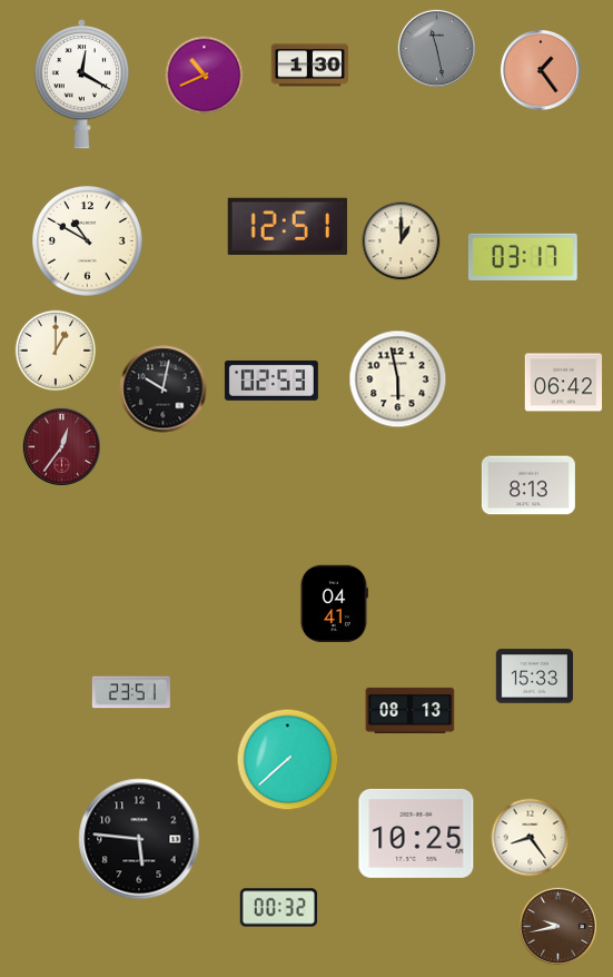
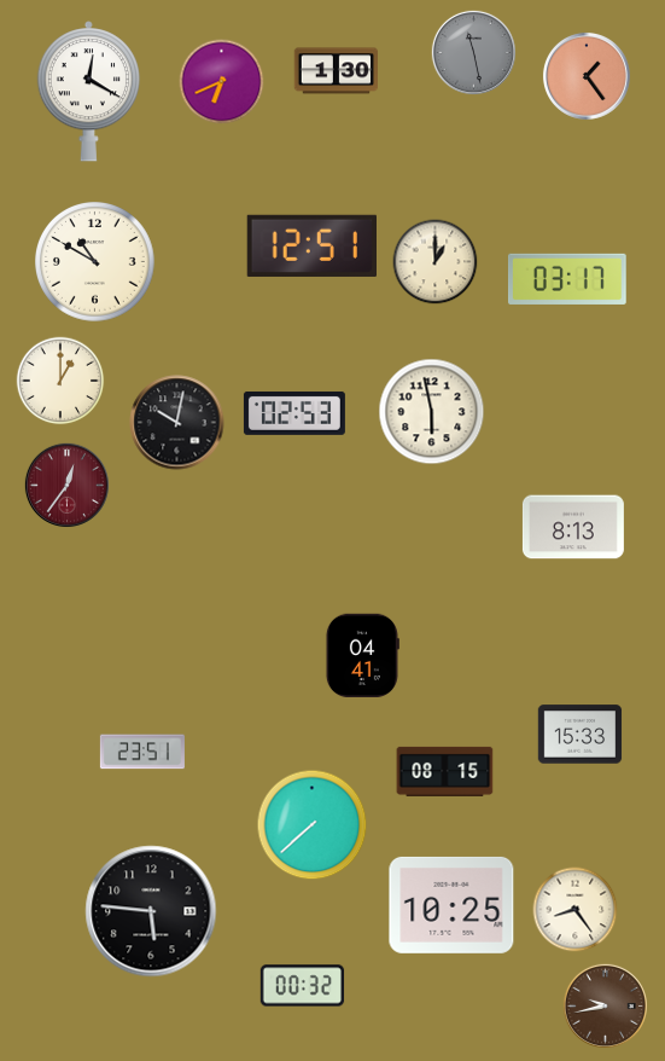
clock at (205, 76): 10:41 -> 6:41
clock at (564, 383): 06:42 -> none
clock at (411, 710): 08:13 -> 08:15
